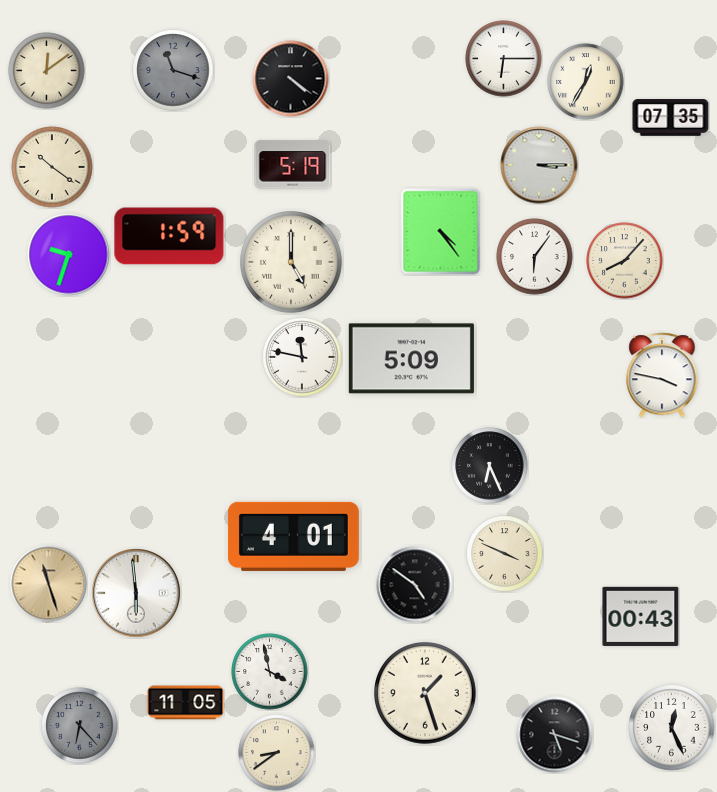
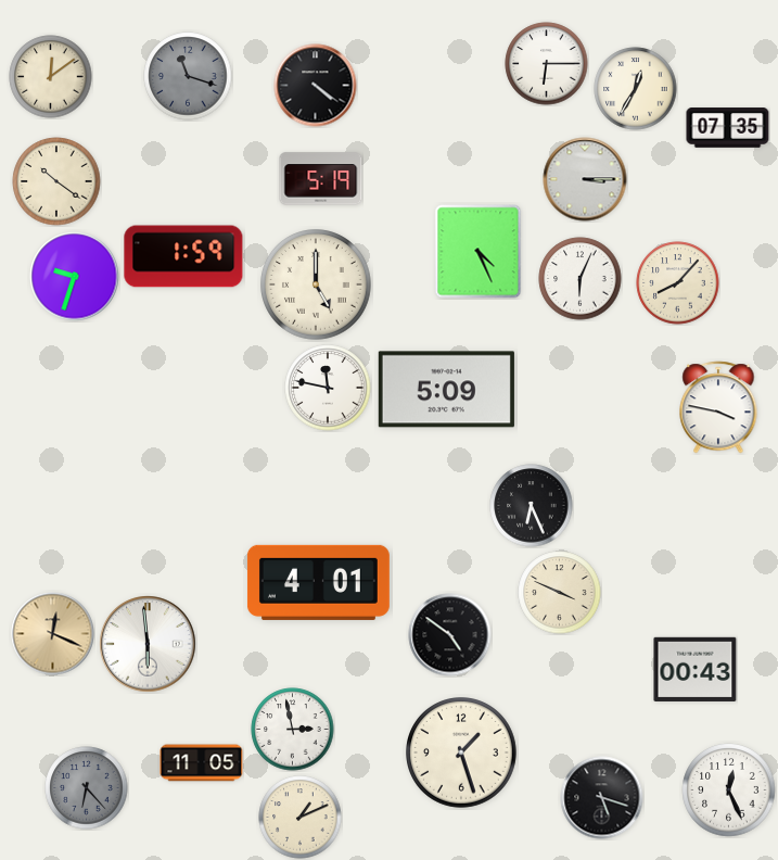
clock at (293, 165) position: (293, 165) -> (321, 179)
clock at (441, 232): 4:24 -> 4:26
clock at (535, 257): 6:06 -> 6:04
clock at (505, 554) position: (505, 554) -> (560, 593)
clock at (49, 584): 11:27 -> 12:19
clock at (270, 672): 3:58 -> 2:58
clock at (277, 753): 8:39 -> 1:11
